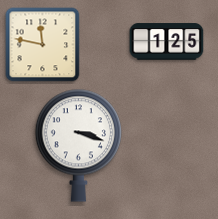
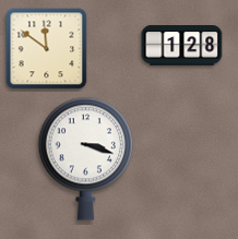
clock at (167, 42): 1:25 -> 1:28
clock at (43, 45): 11:47 -> 11:51
